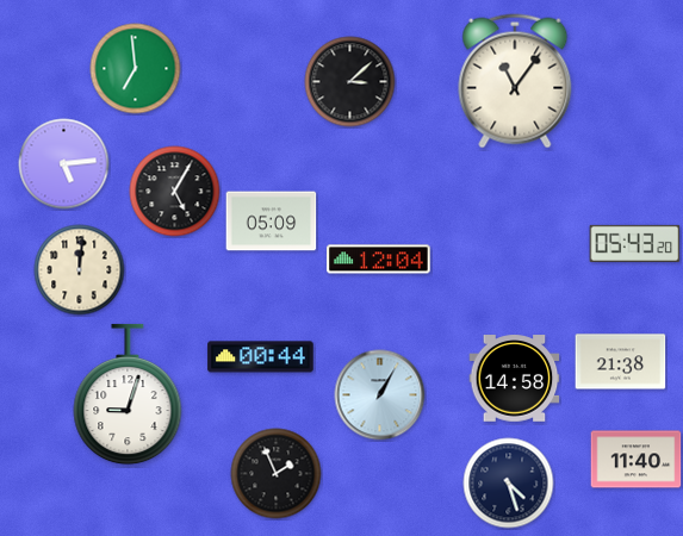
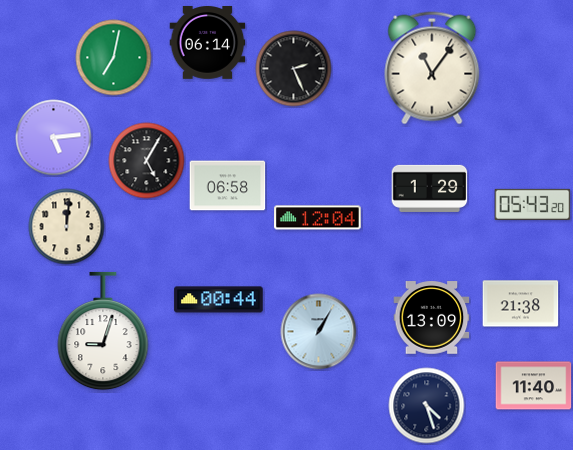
clock at (208, 43): none -> 06:14
clock at (136, 69): 6:59 -> 7:02
clock at (350, 82): 3:08 -> 2:26
clock at (272, 222): 05:09 -> 06:58
clock at (430, 188): none -> 1:29
clock at (515, 379): 14:58 -> 13:09
clock at (128, 394) position: (128, 394) -> (103, 331)
clock at (277, 474): 1:56 -> none
